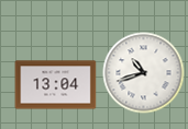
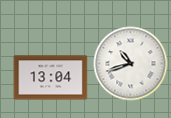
clock at (144, 73) position: (144, 73) -> (131, 64)
